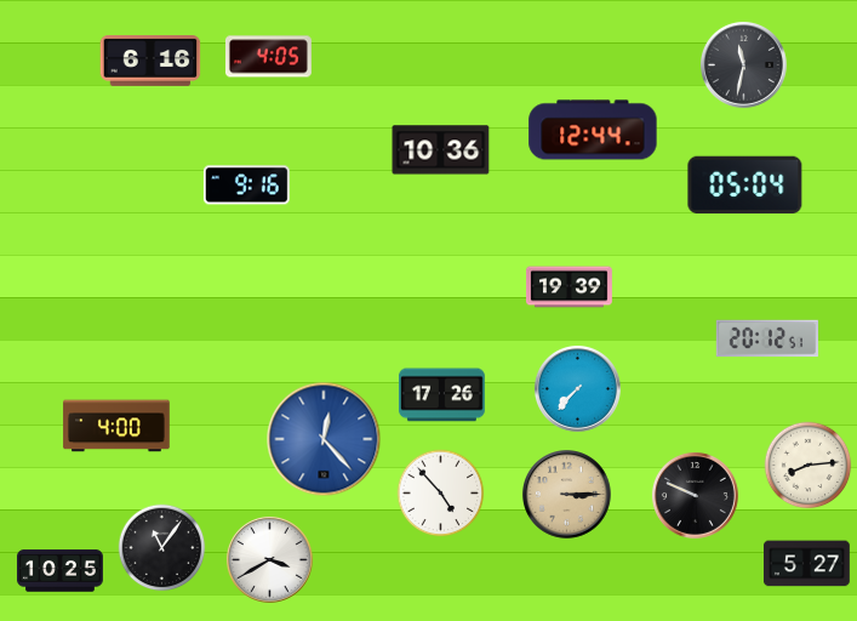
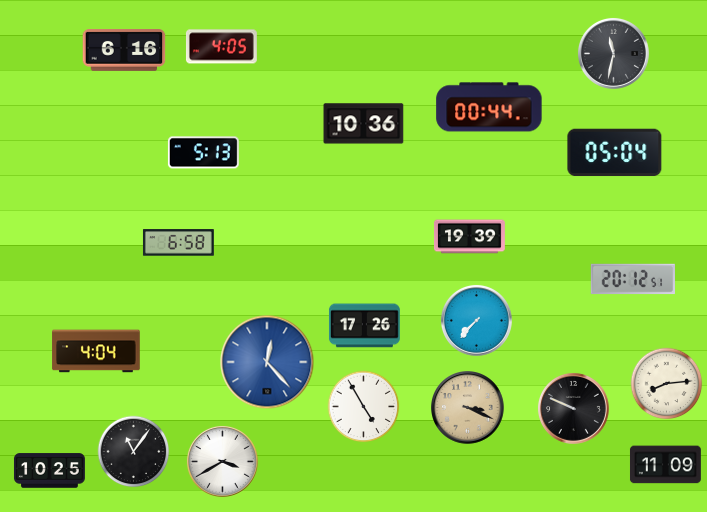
clock at (593, 130): 12:44 -> 00:44
clock at (246, 186): 9:16 -> 5:13
clock at (178, 243): none -> 6:58
clock at (116, 426): 4:00 -> 4:04
clock at (441, 494): 4:53 -> 4:55
clock at (567, 495): 3:15 -> 3:19
clock at (806, 564): 5:27 -> 11:09
